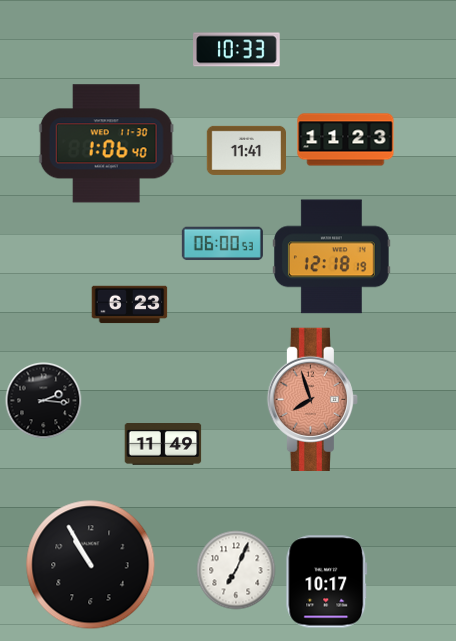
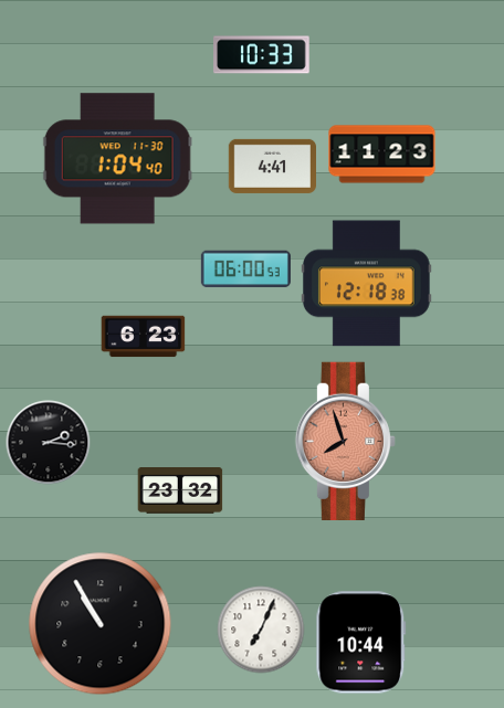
clock at (106, 144): 1:06 -> 1:04
clock at (246, 150): 11:41 -> 4:41
clock at (331, 257): 12:18:19 -> 12:18:38
clock at (163, 445): 11:49 -> 23:32
clock at (327, 582): 10:17 -> 10:44
